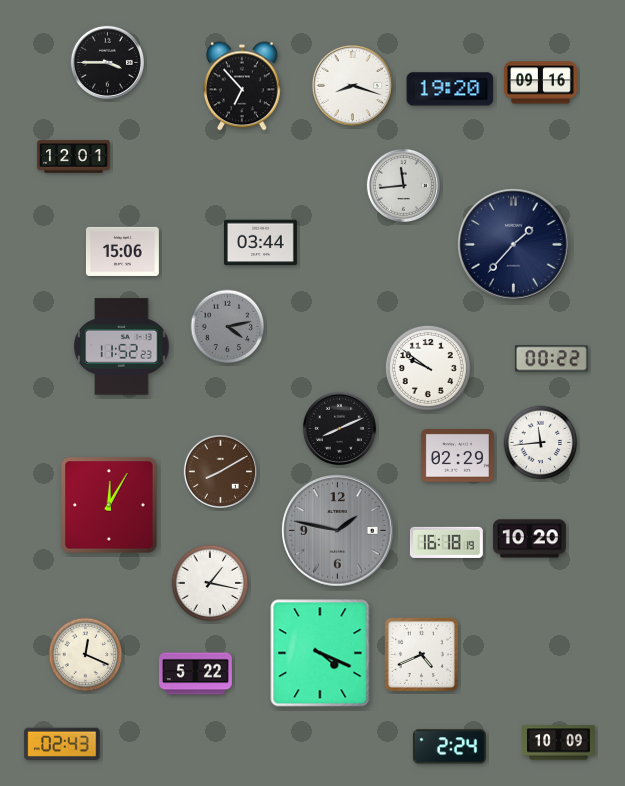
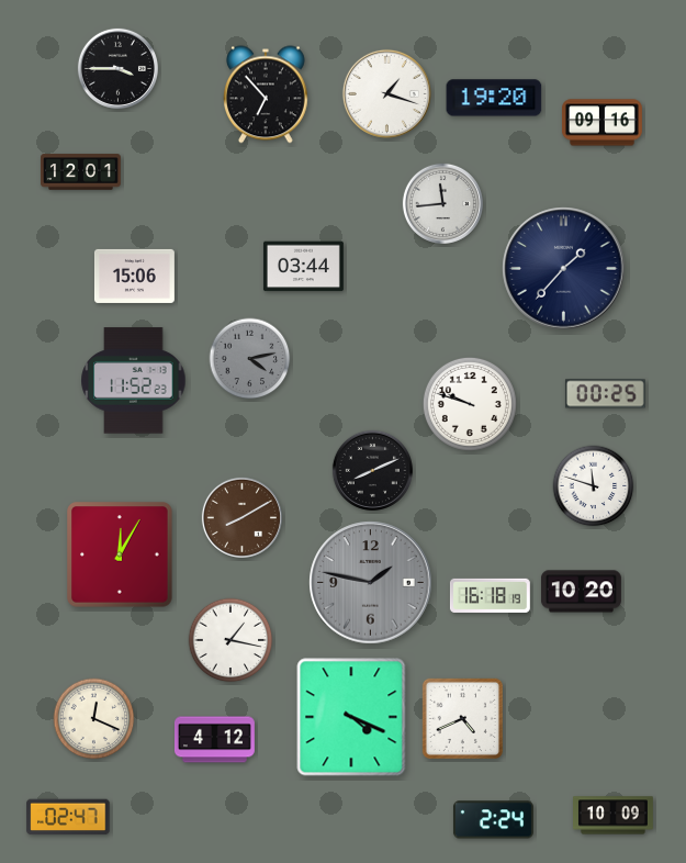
clock at (540, 83) position: (540, 83) -> (601, 123)
clock at (352, 85): 8:18 -> 1:18
clock at (260, 243) position: (260, 243) -> (303, 267)
clock at (551, 359): 00:22 -> 00:25
clock at (428, 368): 9:51 -> 9:48
clock at (541, 443): 11:44 -> 11:48
clock at (457, 456): 02:29 -> none
clock at (195, 674): 5:22 -> 4:12
clock at (62, 744): 02:43 -> 02:47
